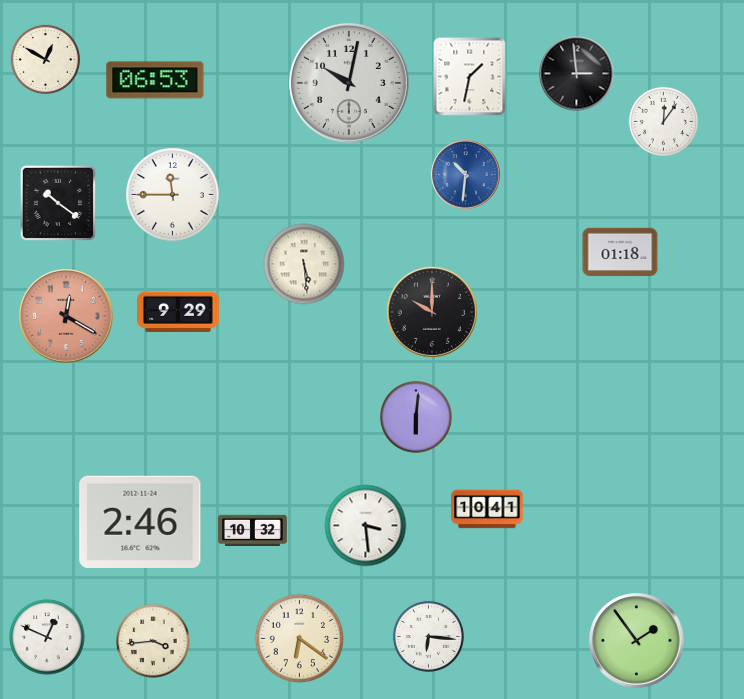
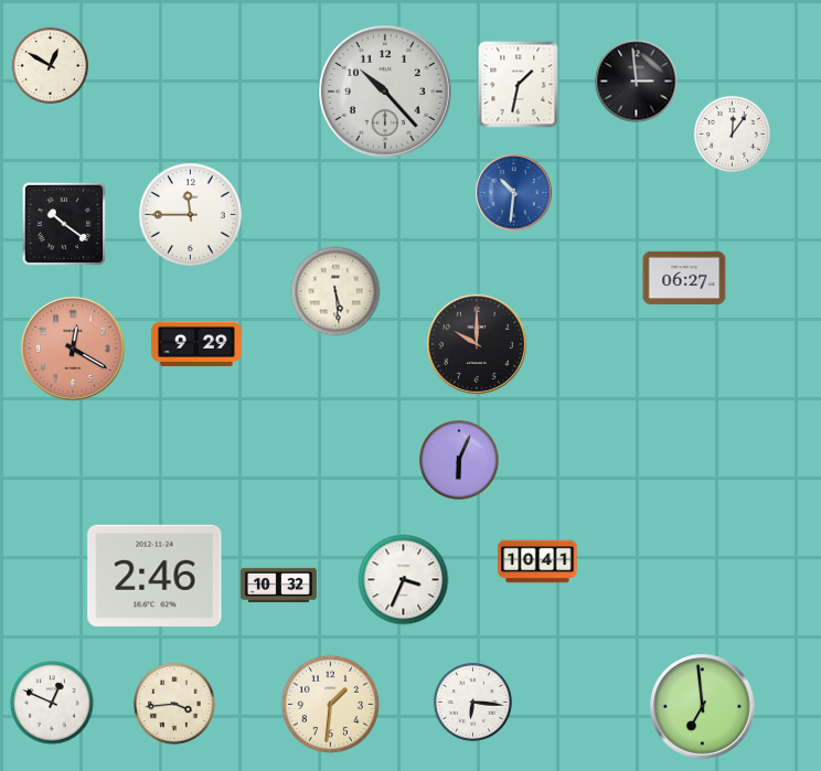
clock at (155, 80): 06:53 -> none
clock at (350, 84): 10:02 -> 10:23
clock at (620, 252): 01:18 -> 06:27
clock at (417, 418): 6:01 -> 6:04
clock at (366, 526): 3:29 -> 3:34
clock at (300, 639): 6:21 -> 1:31
clock at (153, 641) position: (153, 641) -> (174, 704)
clock at (637, 641): 1:54 -> 6:59
